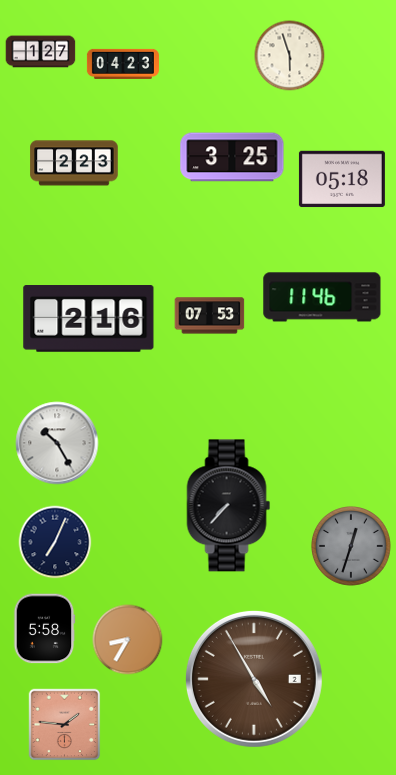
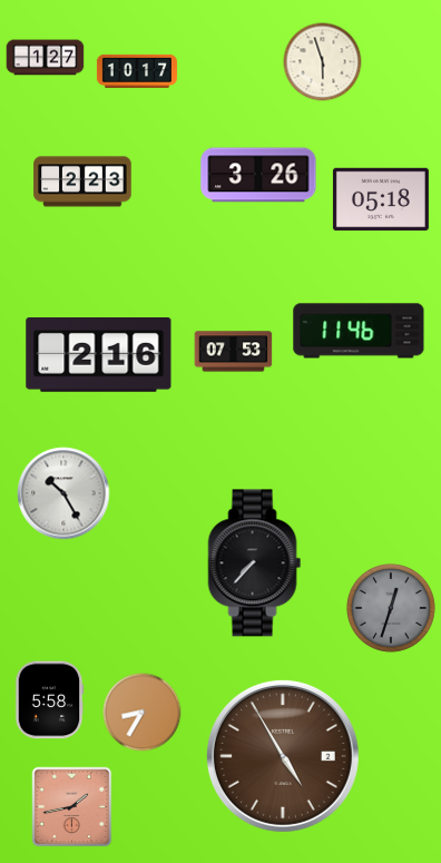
clock at (123, 64): 04:23 -> 10:17
clock at (232, 157): 3:25 -> 3:26
clock at (55, 542): 7:04 -> none
clock at (65, 725): 1:46 -> 1:43
